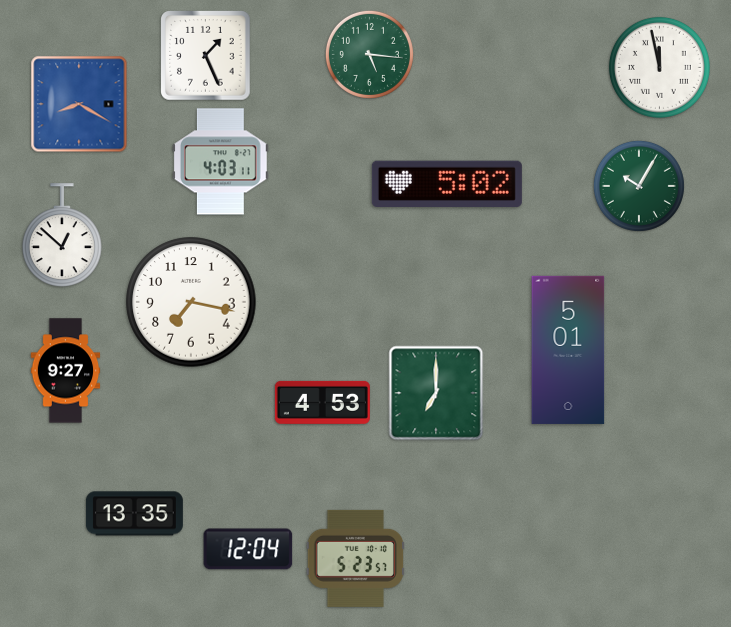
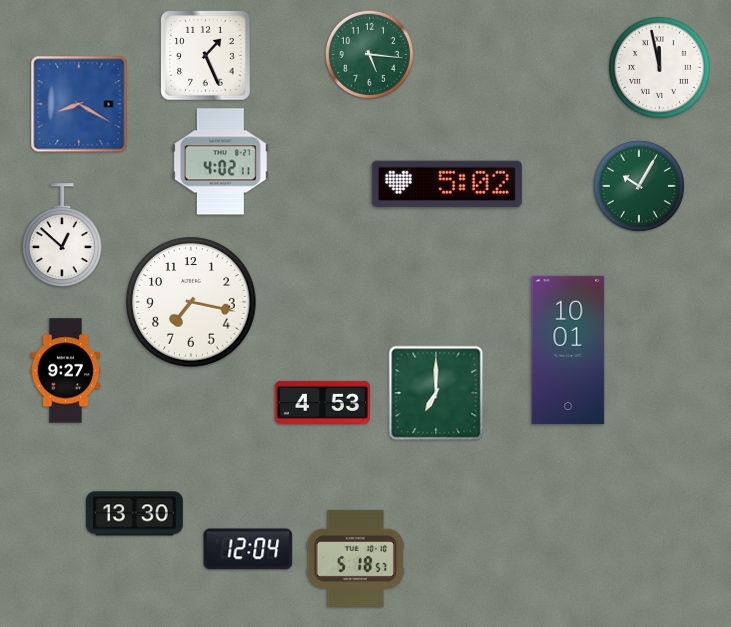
clock at (220, 162): 4:03 -> 4:02
clock at (568, 350): 5:01 -> 10:01
clock at (134, 514): 13:35 -> 13:30
clock at (355, 558): 5:23 -> 5:18
